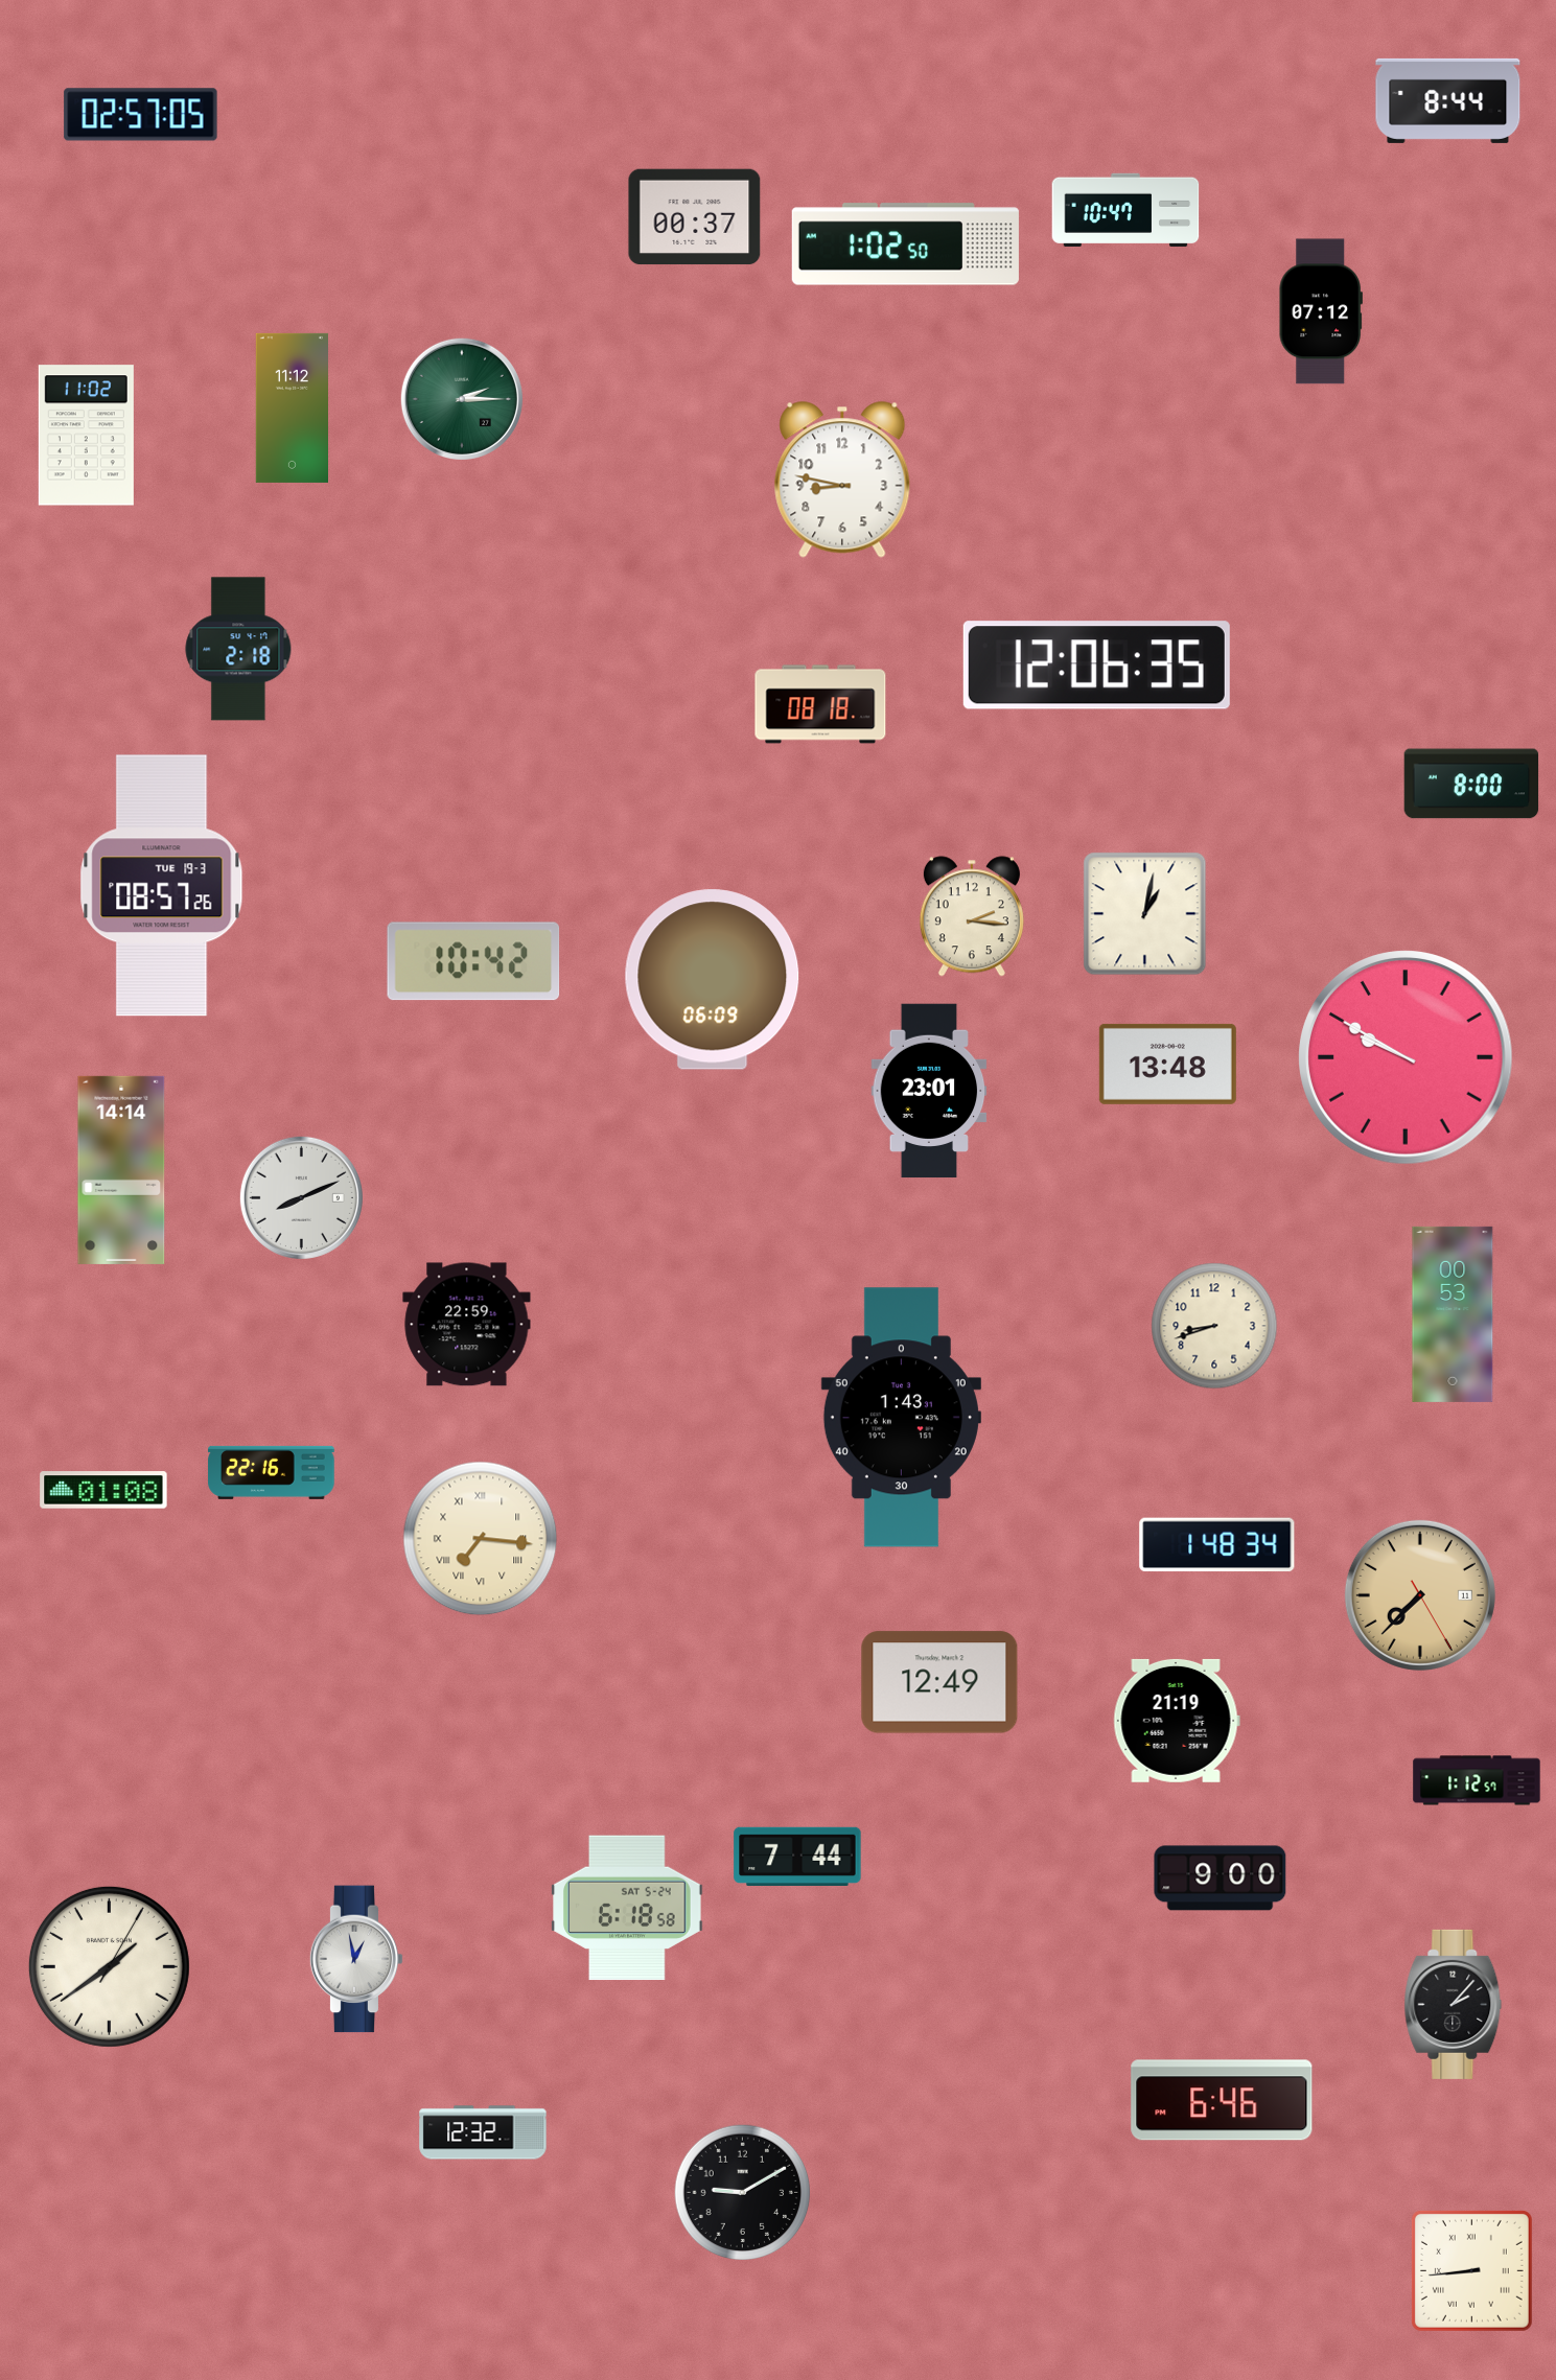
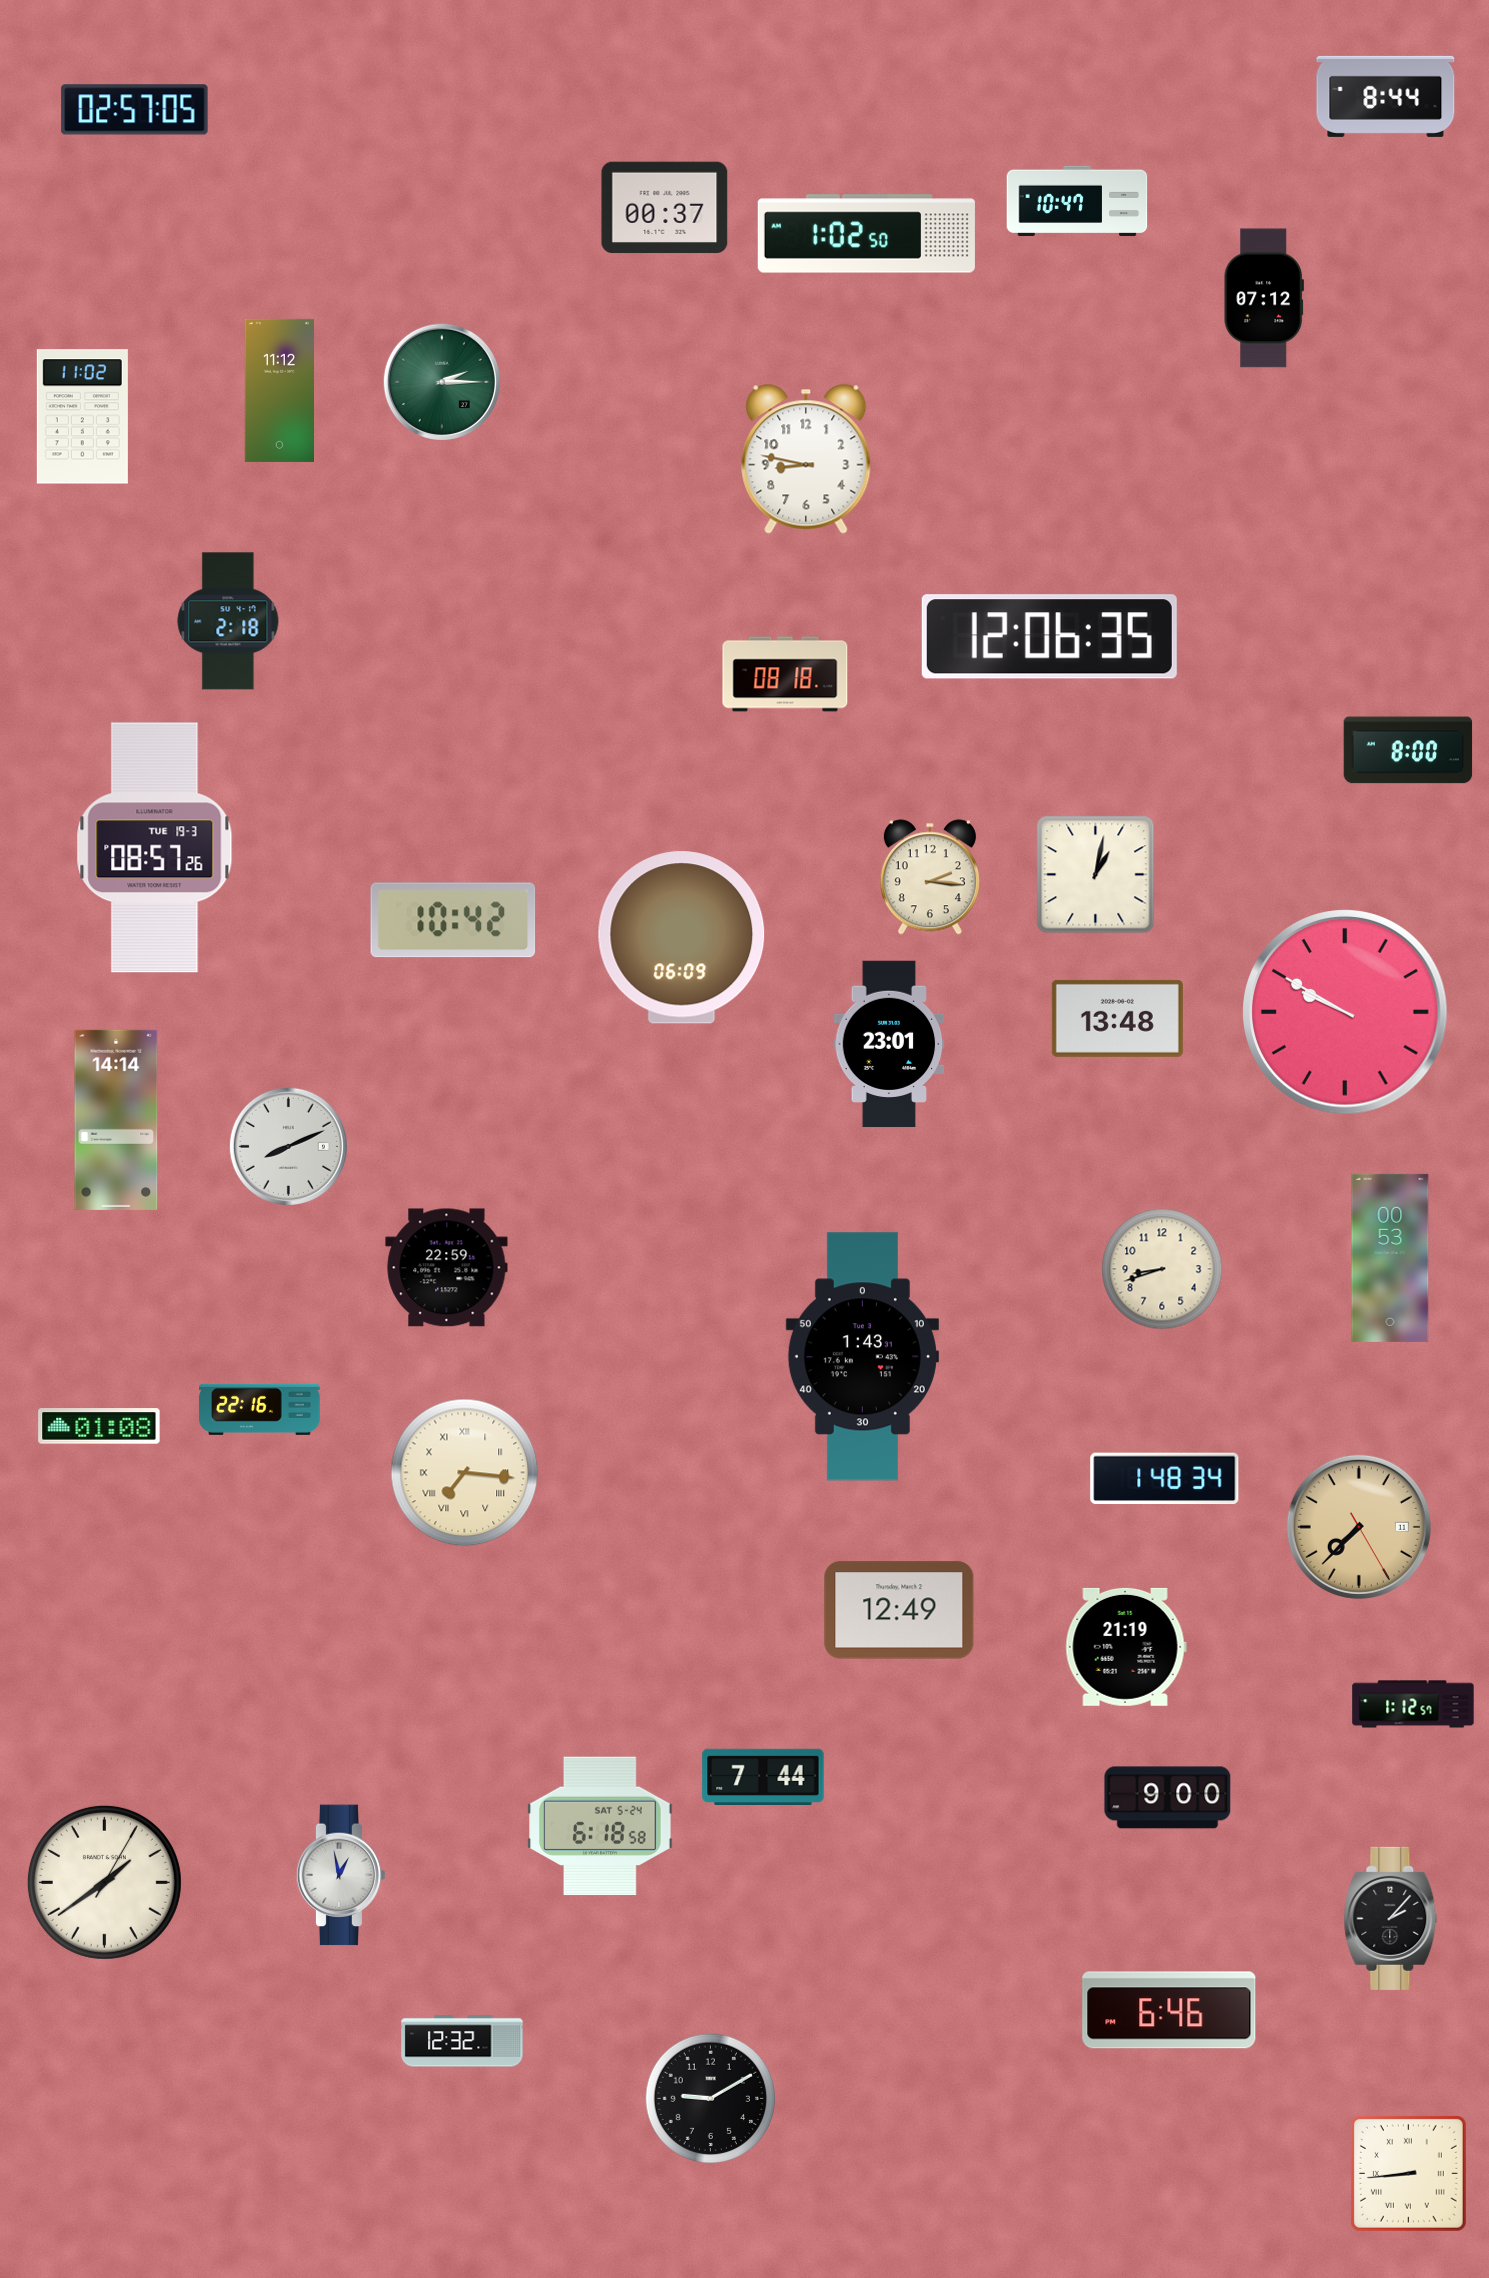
clock at (481, 1539) position: (481, 1539) -> (465, 1473)
